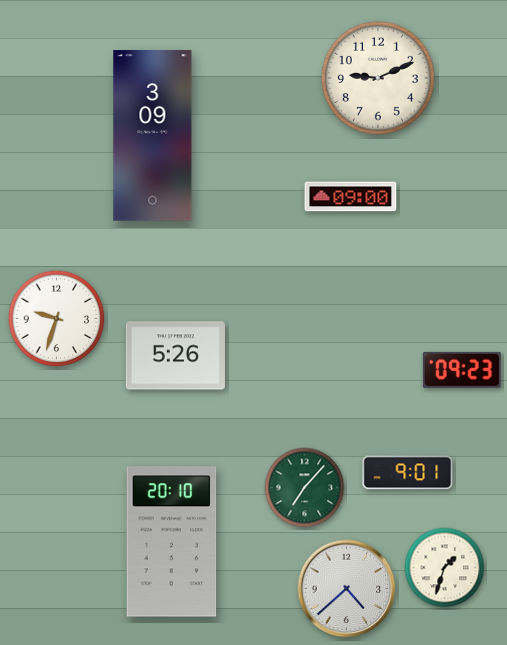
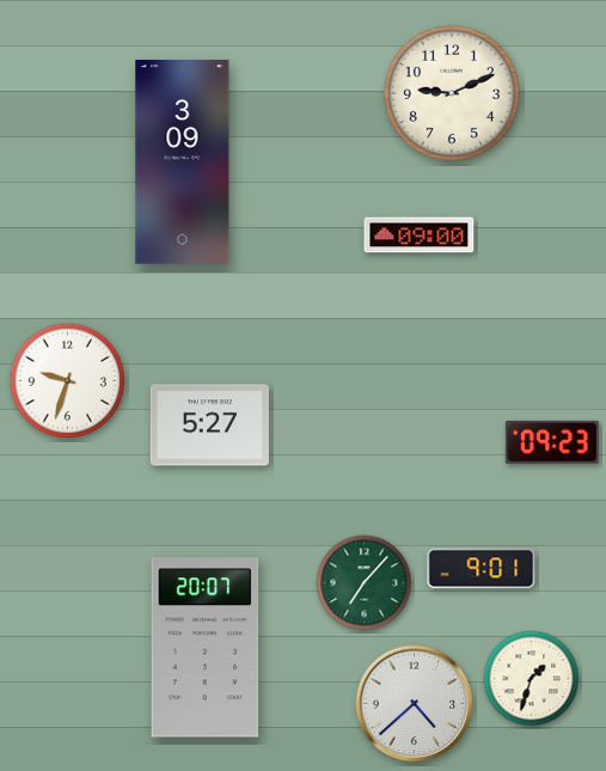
clock at (175, 356): 5:26 -> 5:27
clock at (408, 473) position: (408, 473) -> (482, 569)
clock at (172, 542): 20:10 -> 20:07
